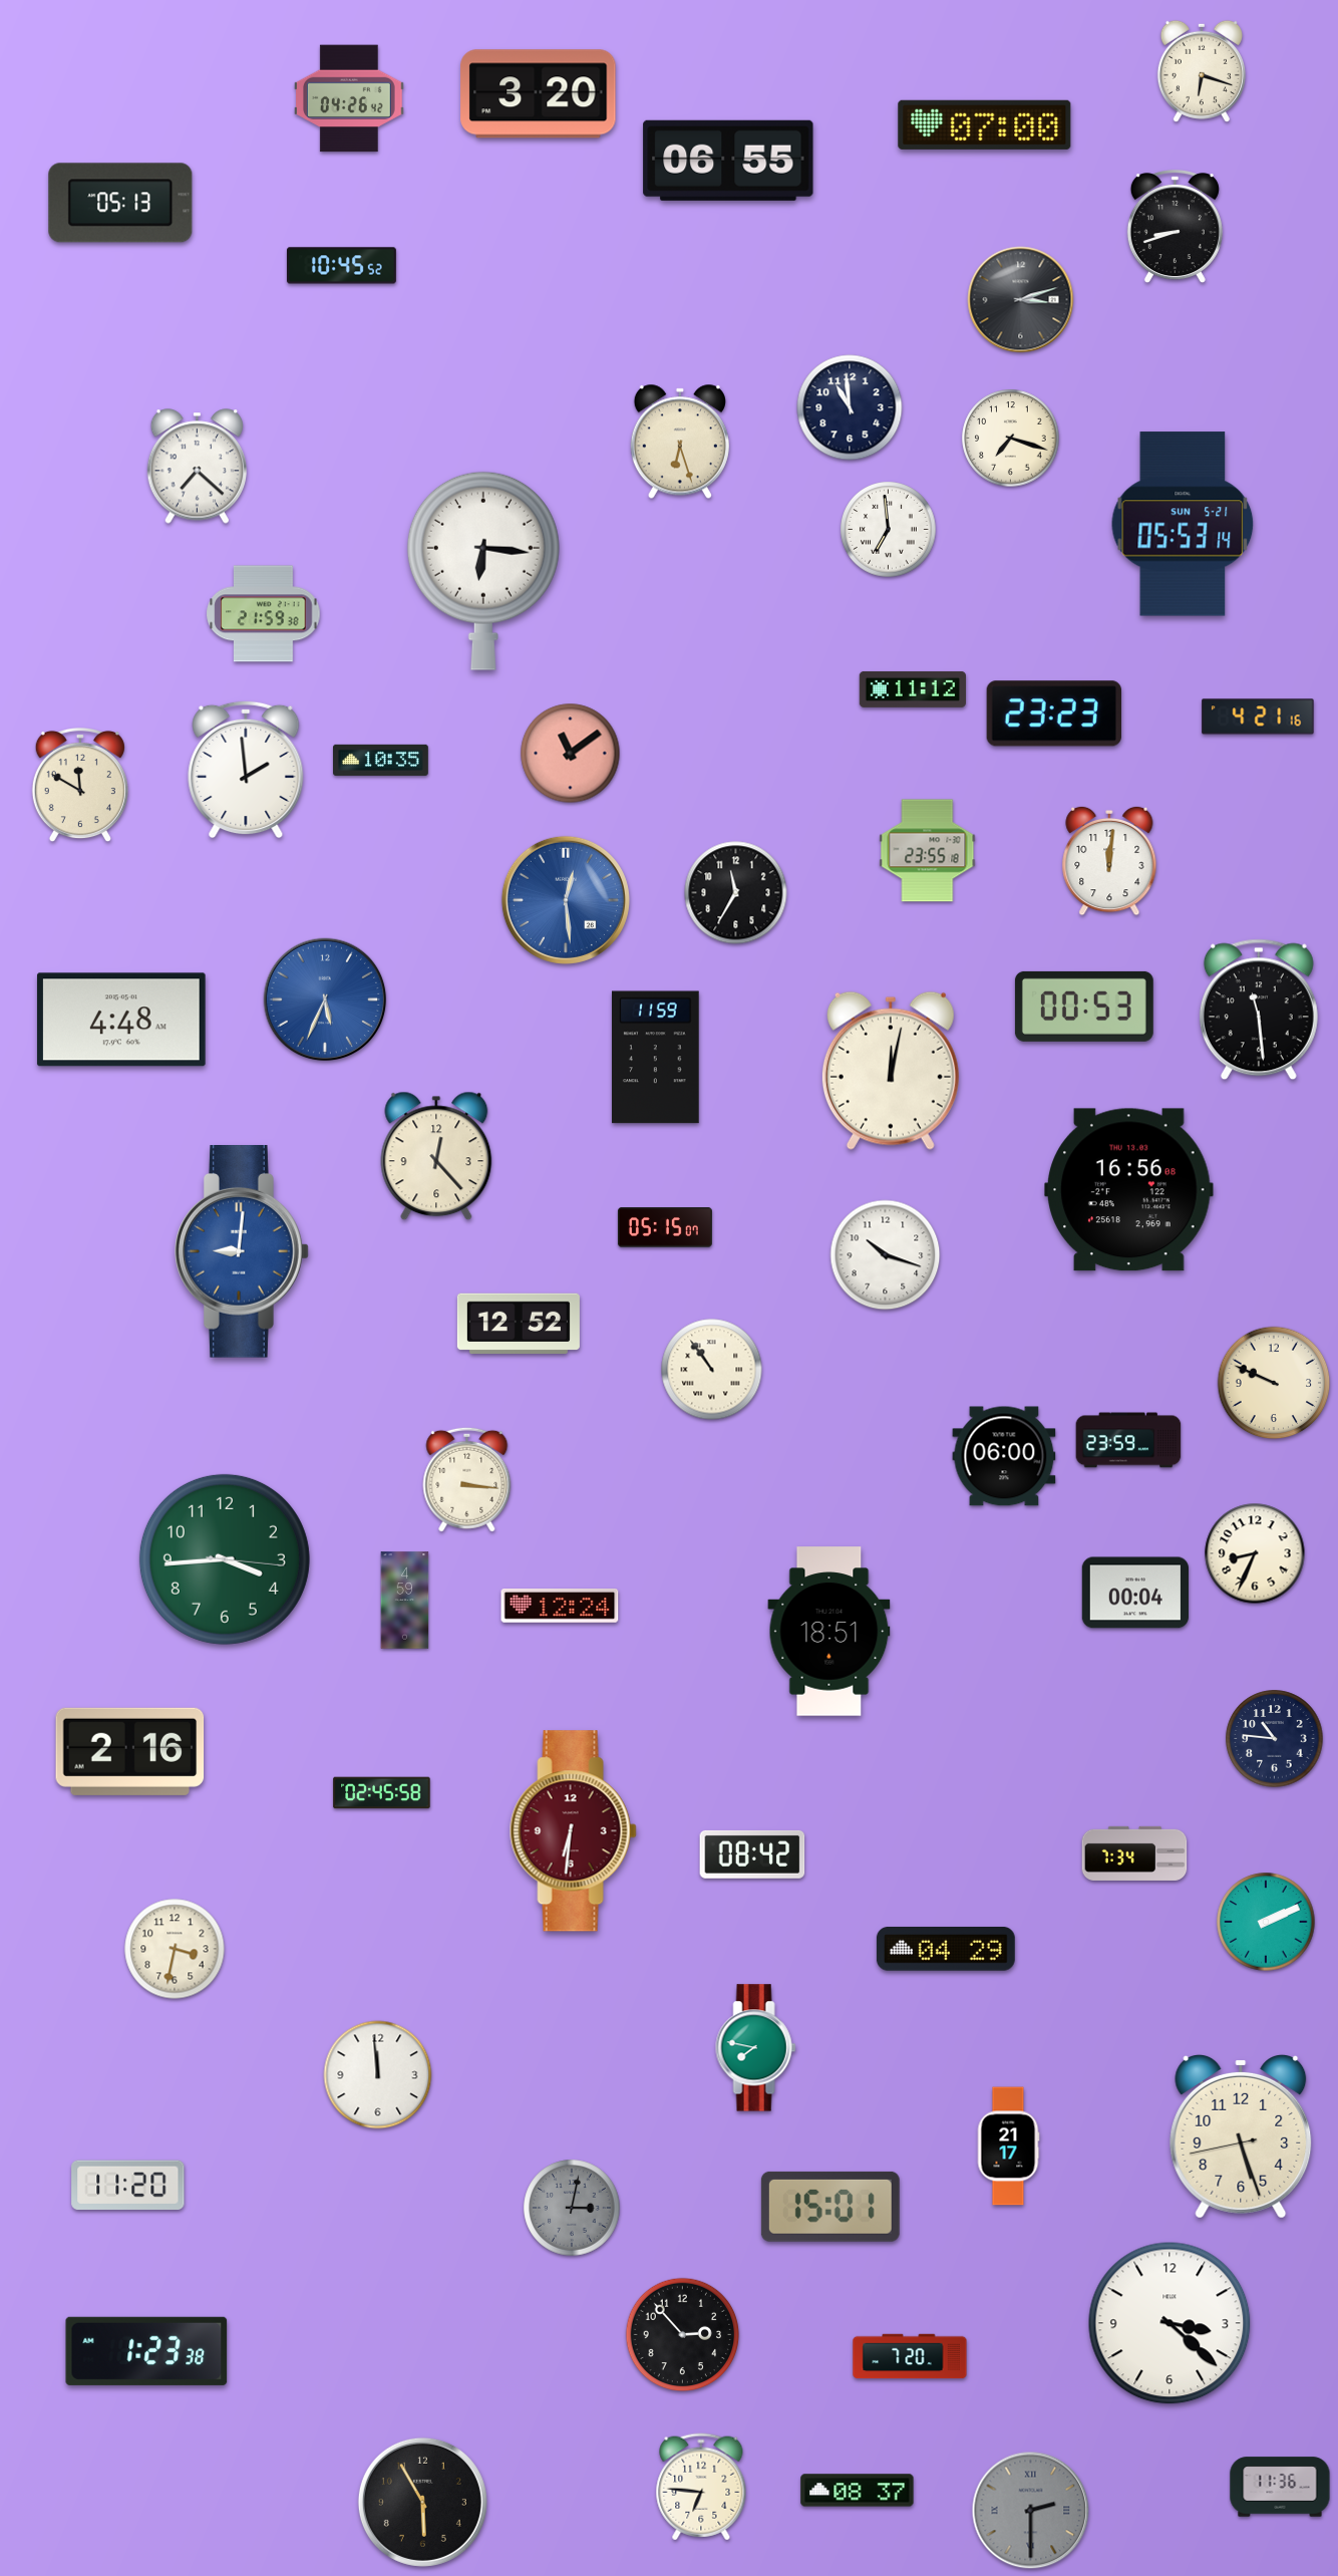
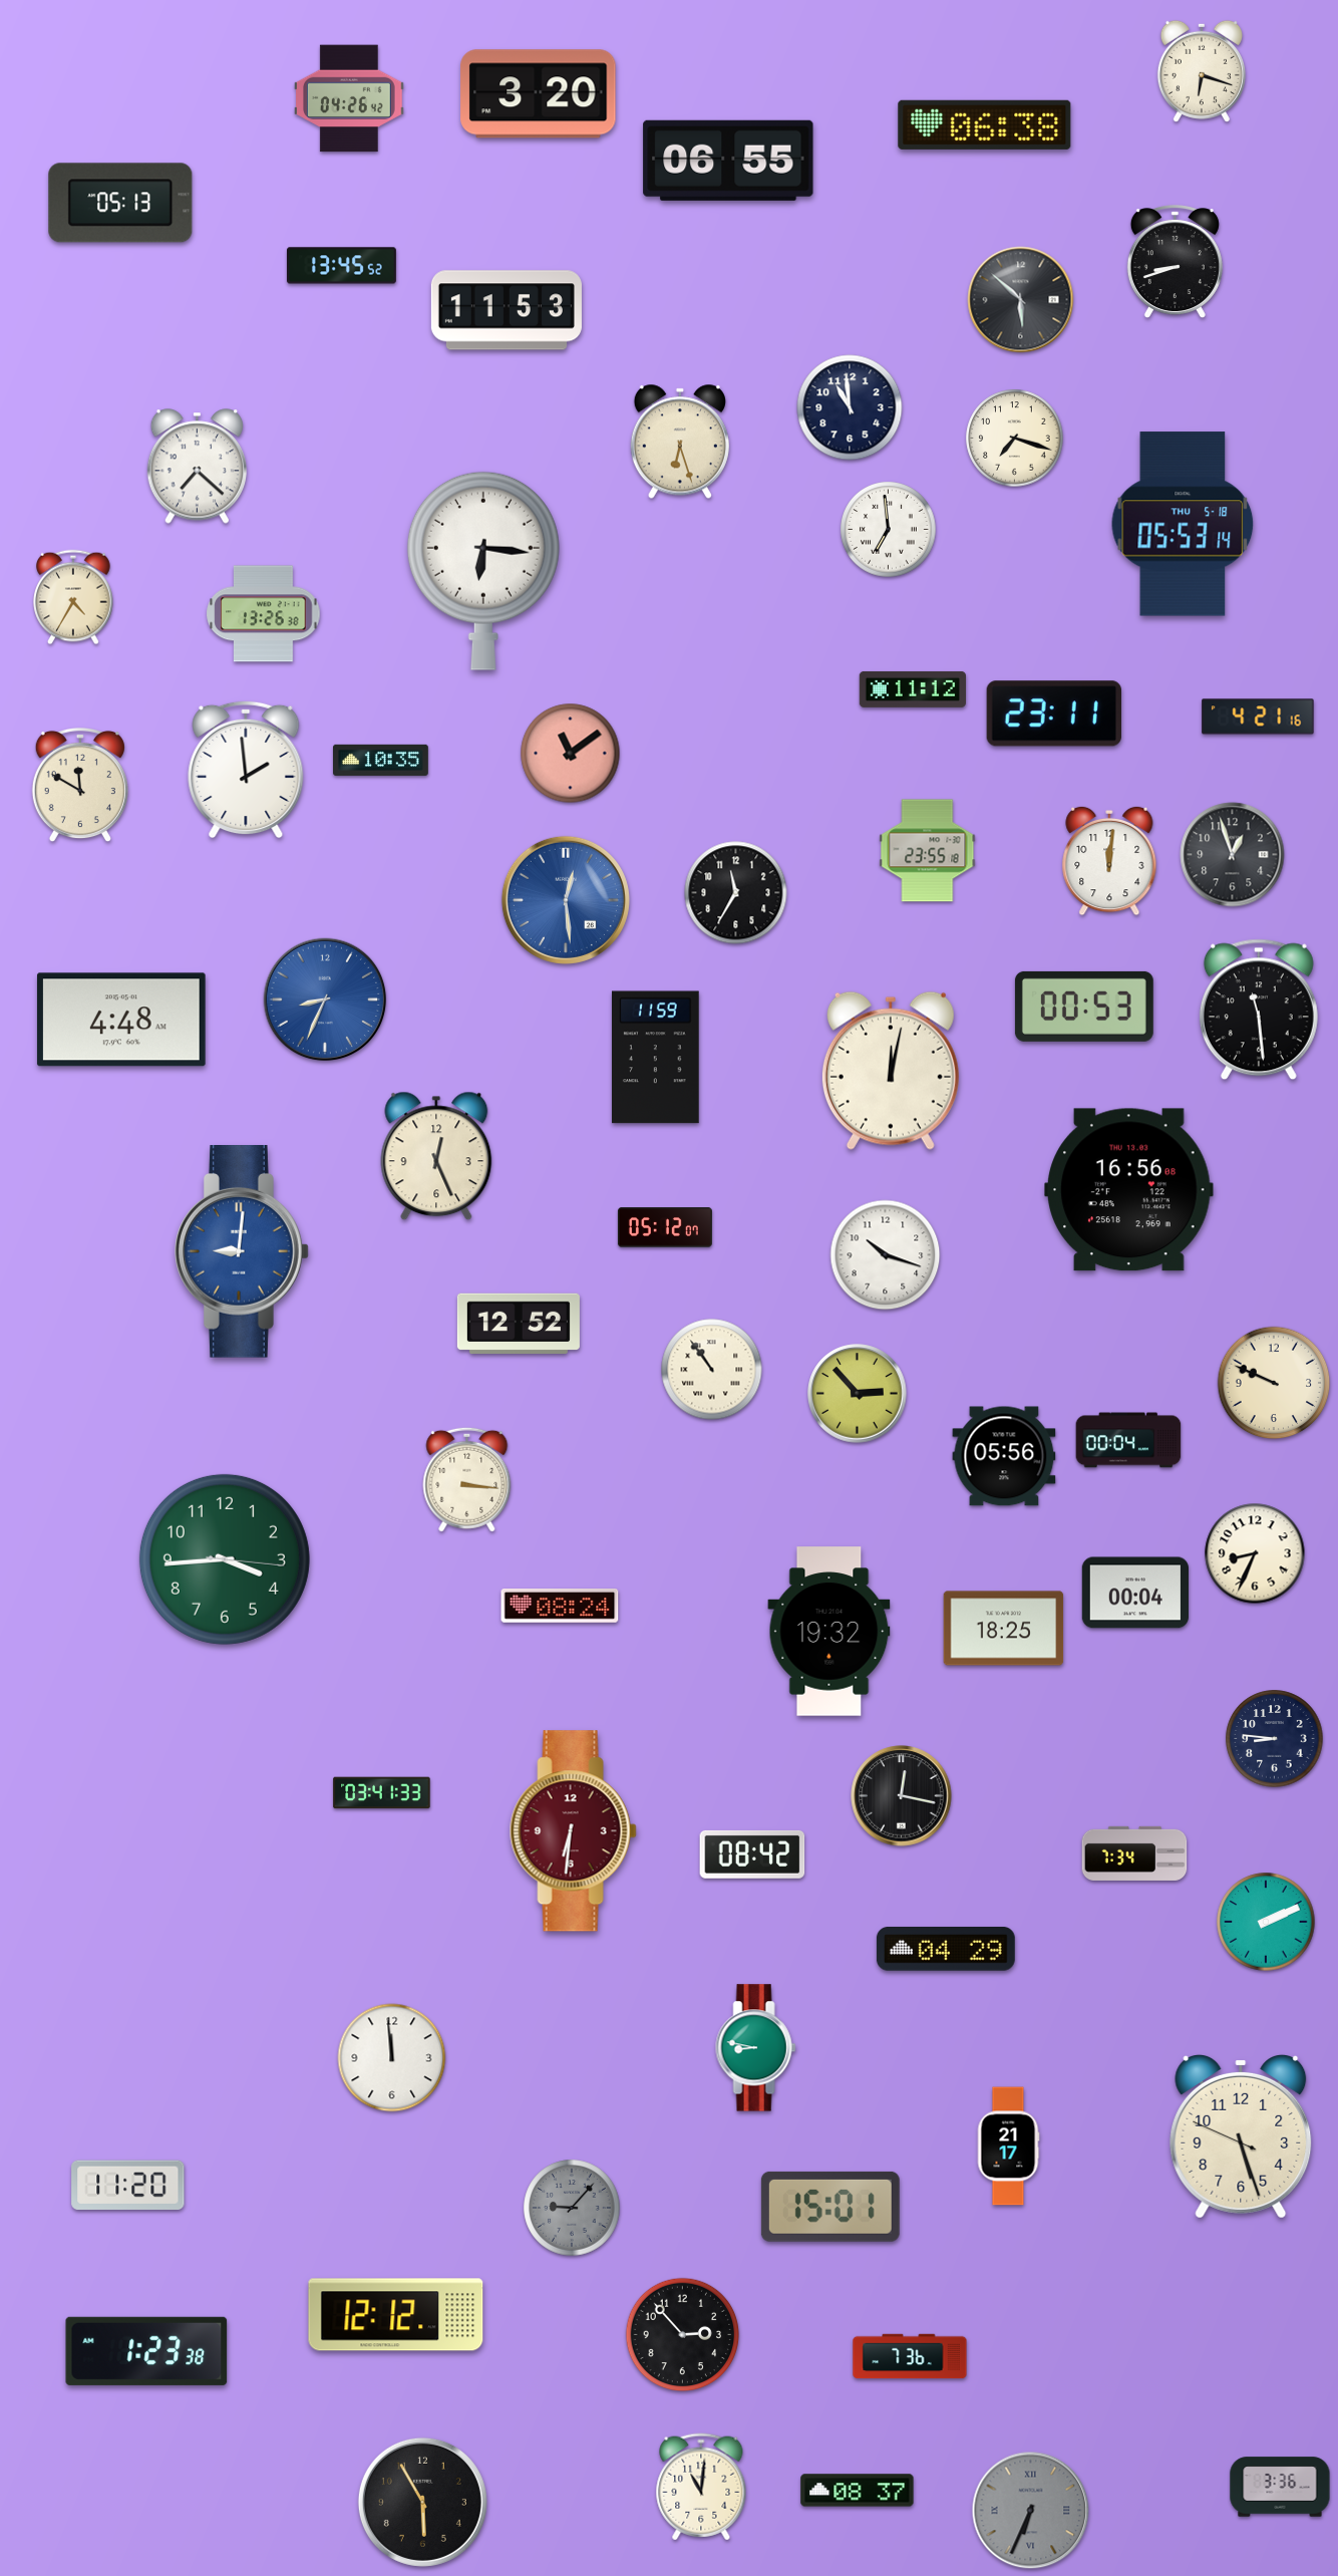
clock at (985, 124): 07:00 -> 06:38
clock at (1175, 227) position: (1175, 227) -> (1175, 262)
clock at (341, 266): 10:45 -> 13:45
clock at (1021, 300): 3:12 -> 5:52
clock at (507, 310): none -> 11:53
clock at (1011, 439) position: (1011, 439) -> (1015, 439)
clock at (1183, 524) date: SUN 5-21 -> THU 5-18
clock at (74, 597): none -> 4:35
clock at (264, 614): 21:59 -> 13:26
clock at (1054, 713): 23:23 -> 23:11
clock at (1233, 855): none -> 12:57
clock at (325, 999): 5:34 -> 8:34
clock at (436, 1156): 12:23 -> 12:26
clock at (665, 1227): 05:15 -> 05:12
clock at (858, 1394): none -> 2:53
clock at (1128, 1440): 23:59 -> 00:04
clock at (1004, 1456): 06:00 -> 05:56
clock at (405, 1601): 4:59 -> none
clock at (560, 1607): 12:24 -> 08:24
clock at (1004, 1629): none -> 18:25
clock at (829, 1632): 18:51 -> 19:32
clock at (1275, 1739): 10:46 -> 8:46
clock at (130, 1751): 2:16 -> none
clock at (382, 1793): 02:45 -> 03:41
clock at (902, 1796): none -> 12:17
clock at (175, 1949): 3:32 -> none
clock at (756, 2048): 7:47 -> 8:47
clock at (378, 2075) position: (378, 2075) -> (392, 2058)
clock at (1241, 2136): 5:26:43 -> 5:26:49
clock at (572, 2208): 3:02 -> 9:07
clock at (396, 2315): none -> 12:12
clock at (1169, 2323): 3:22 -> none
clock at (910, 2356): 7:20 -> 7:36
clock at (701, 2487): 6:46 -> 11:01
clock at (1280, 2487): 11:36 -> 3:36
clock at (1031, 2511): 2:30 -> 6:34
